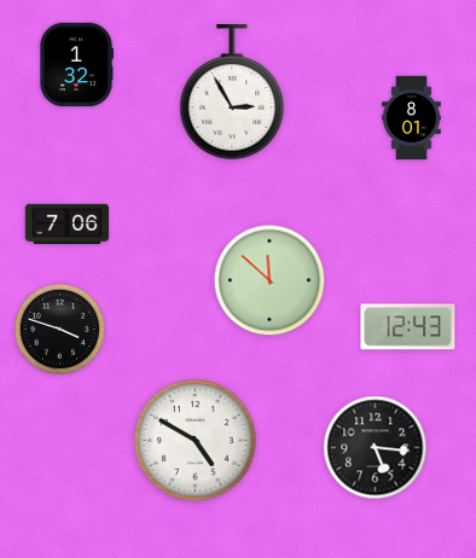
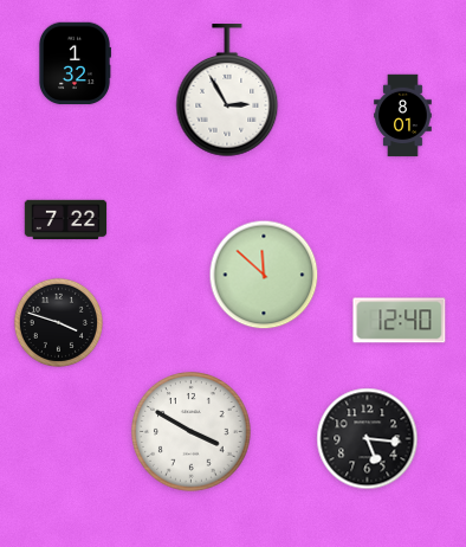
clock at (68, 225): 7:06 -> 7:22
clock at (408, 327): 12:43 -> 12:40
clock at (196, 441): 4:50 -> 3:50
